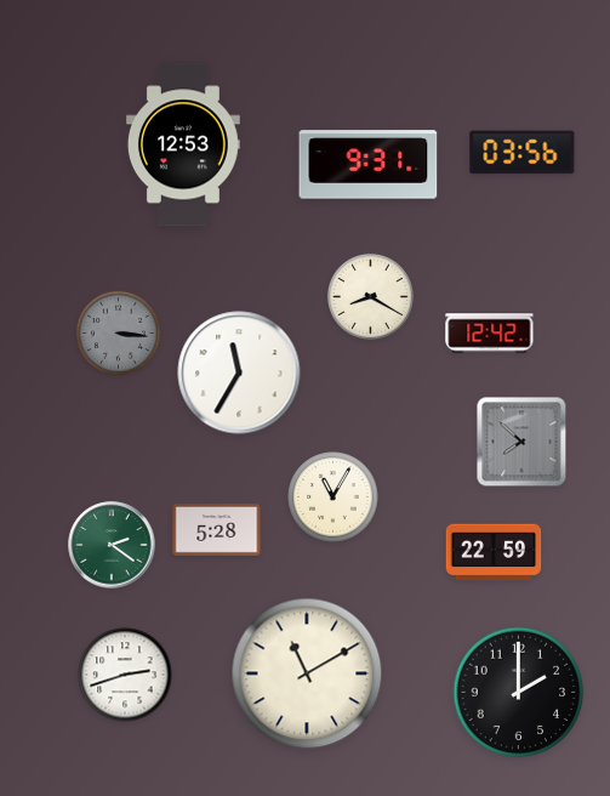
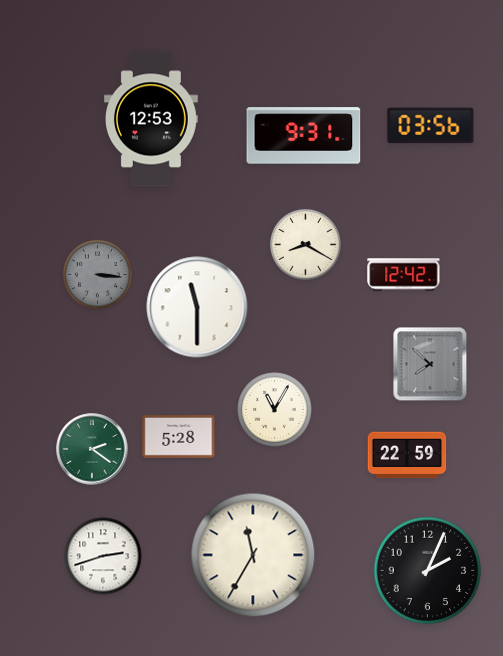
clock at (239, 373): 11:35 -> 11:30
clock at (307, 673): 11:10 -> 11:35
clock at (519, 693): 2:00 -> 2:04
